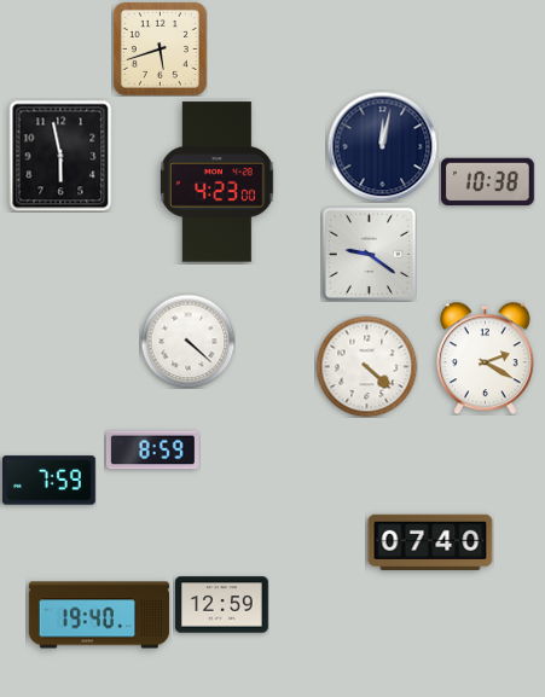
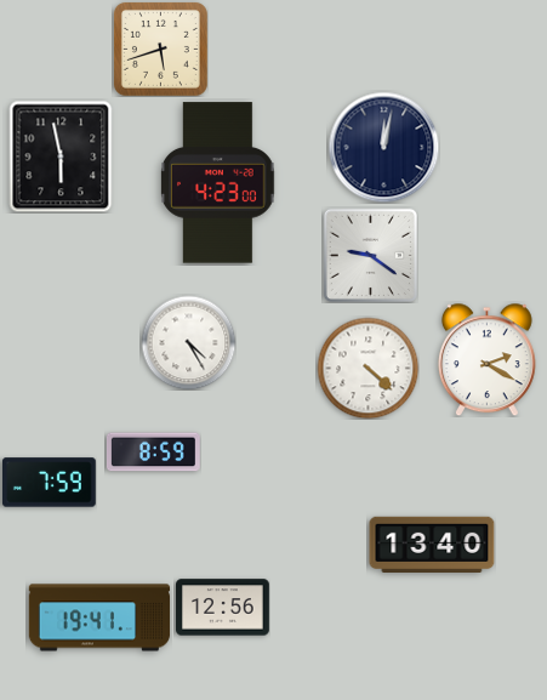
clock at (487, 182): 10:38 -> none
clock at (187, 341): 4:22 -> 4:25
clock at (430, 541): 07:40 -> 13:40
clock at (222, 605): 12:59 -> 12:56
clock at (99, 615): 19:40 -> 19:41
